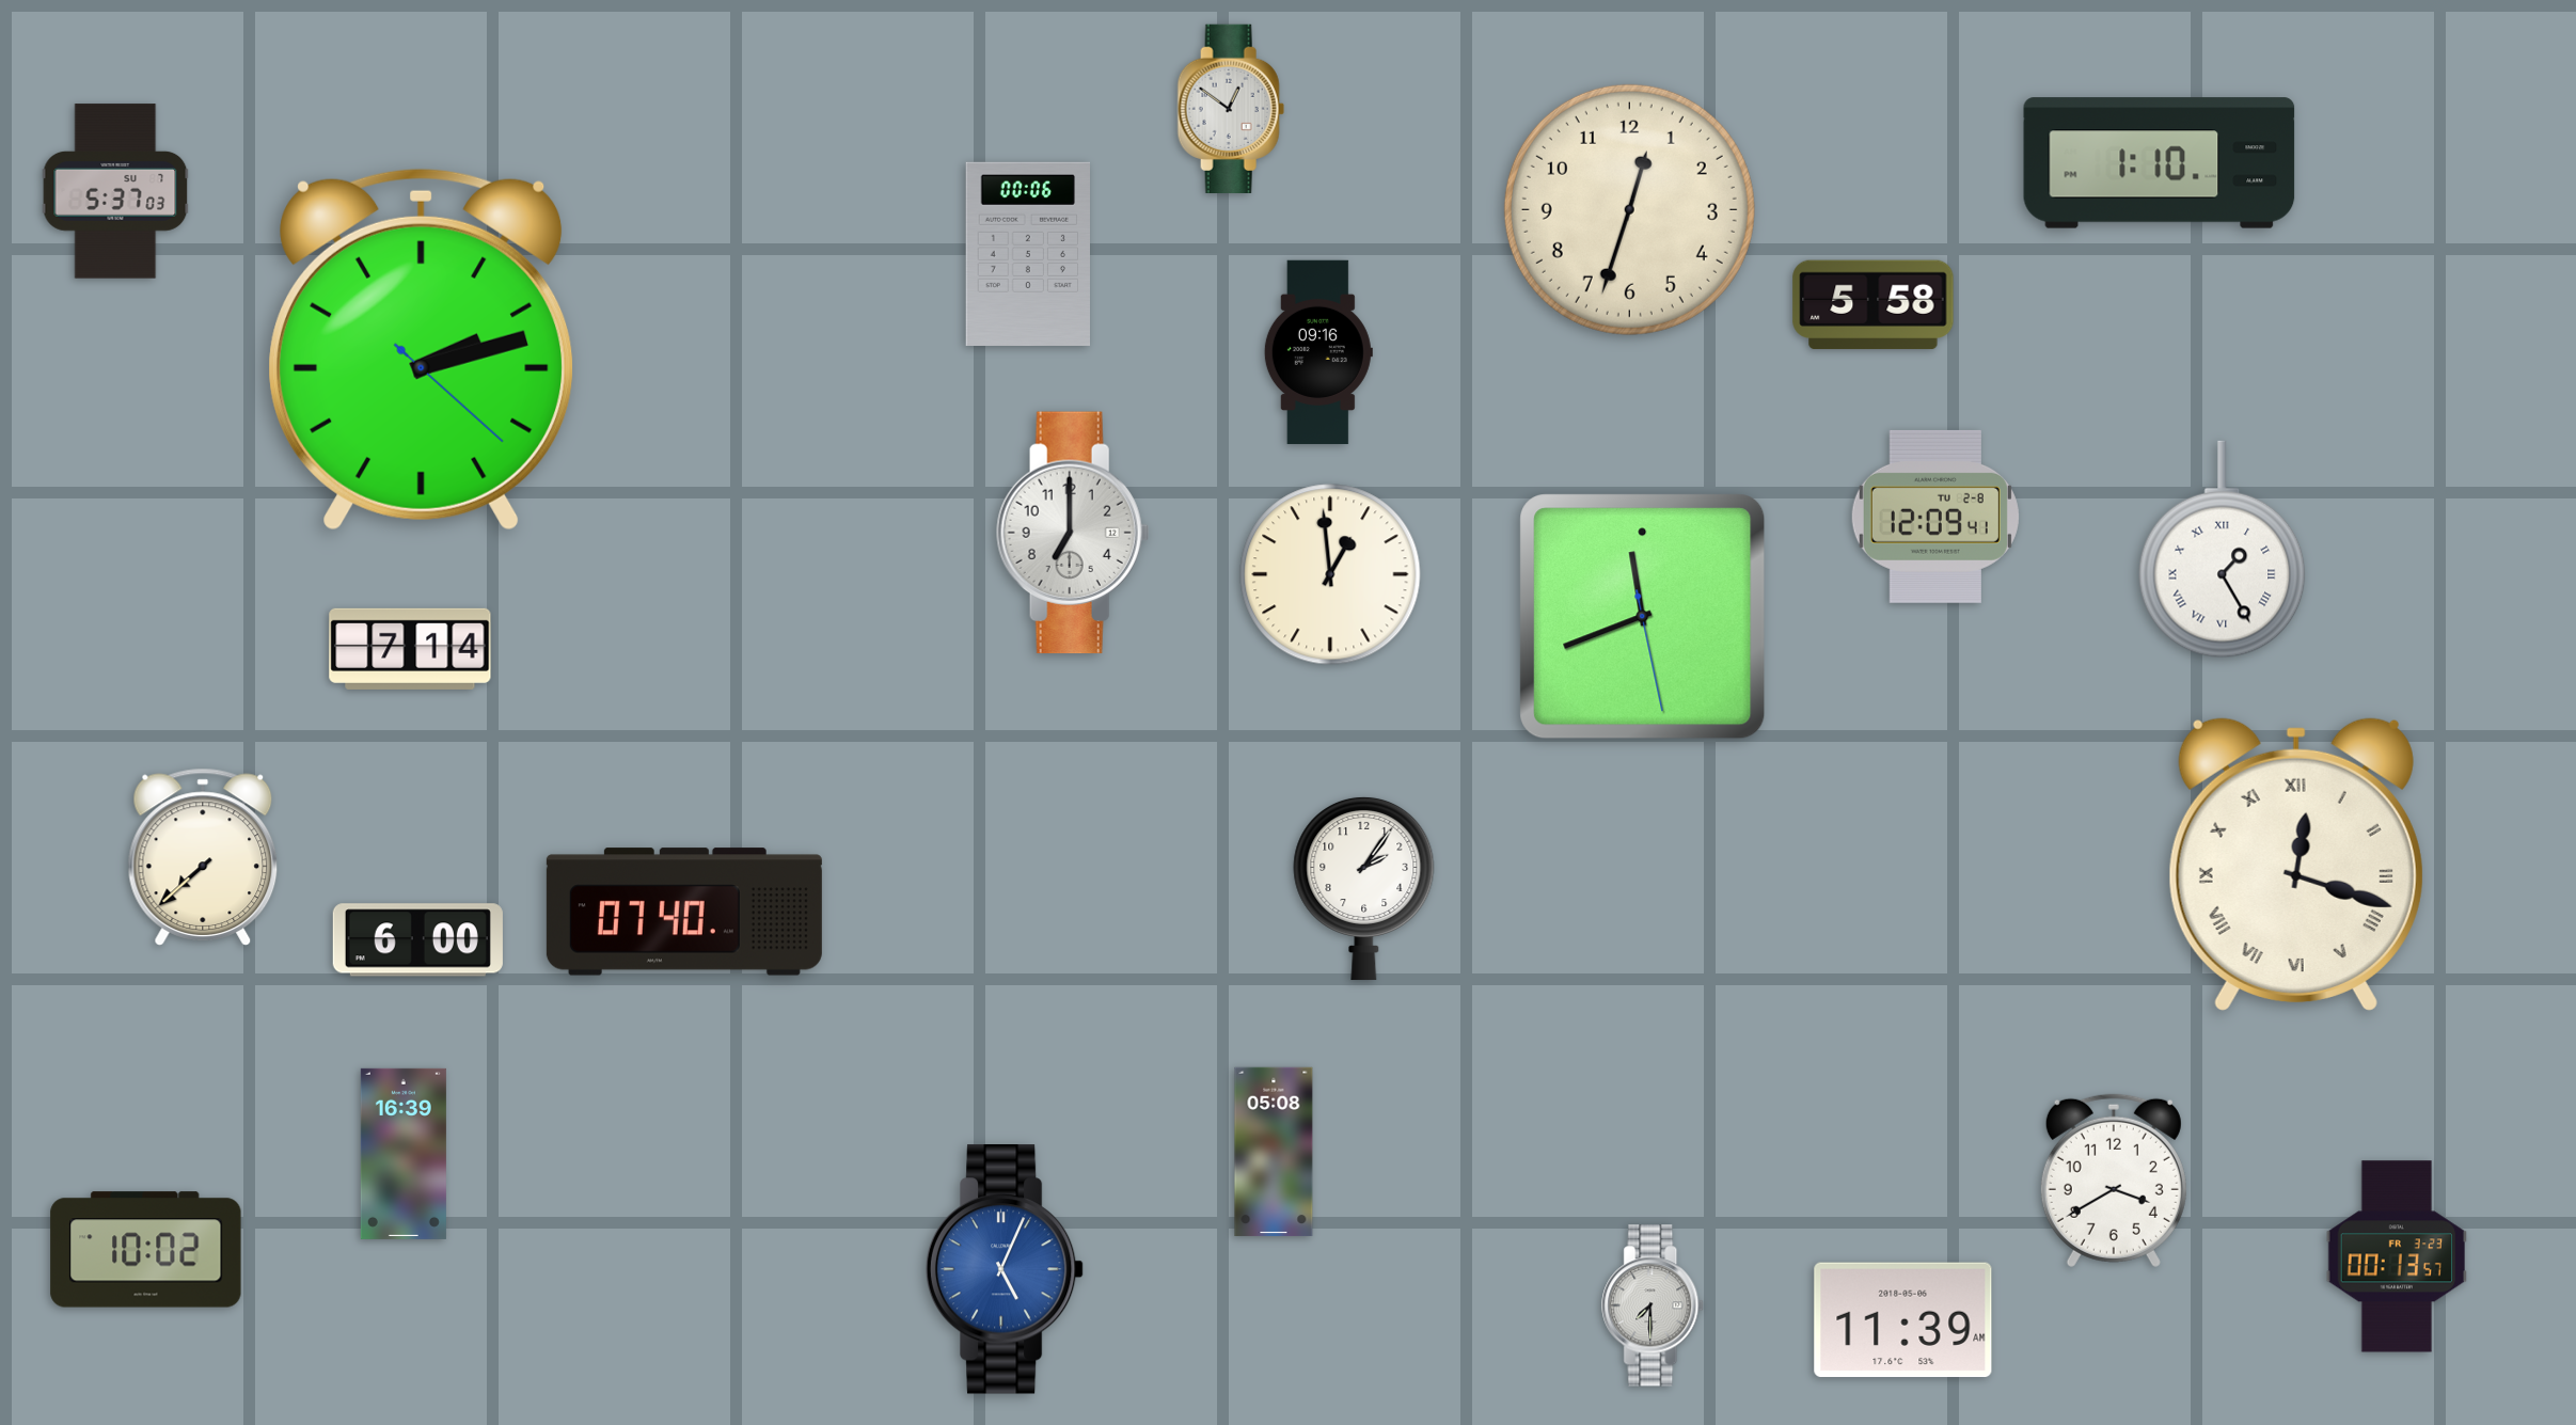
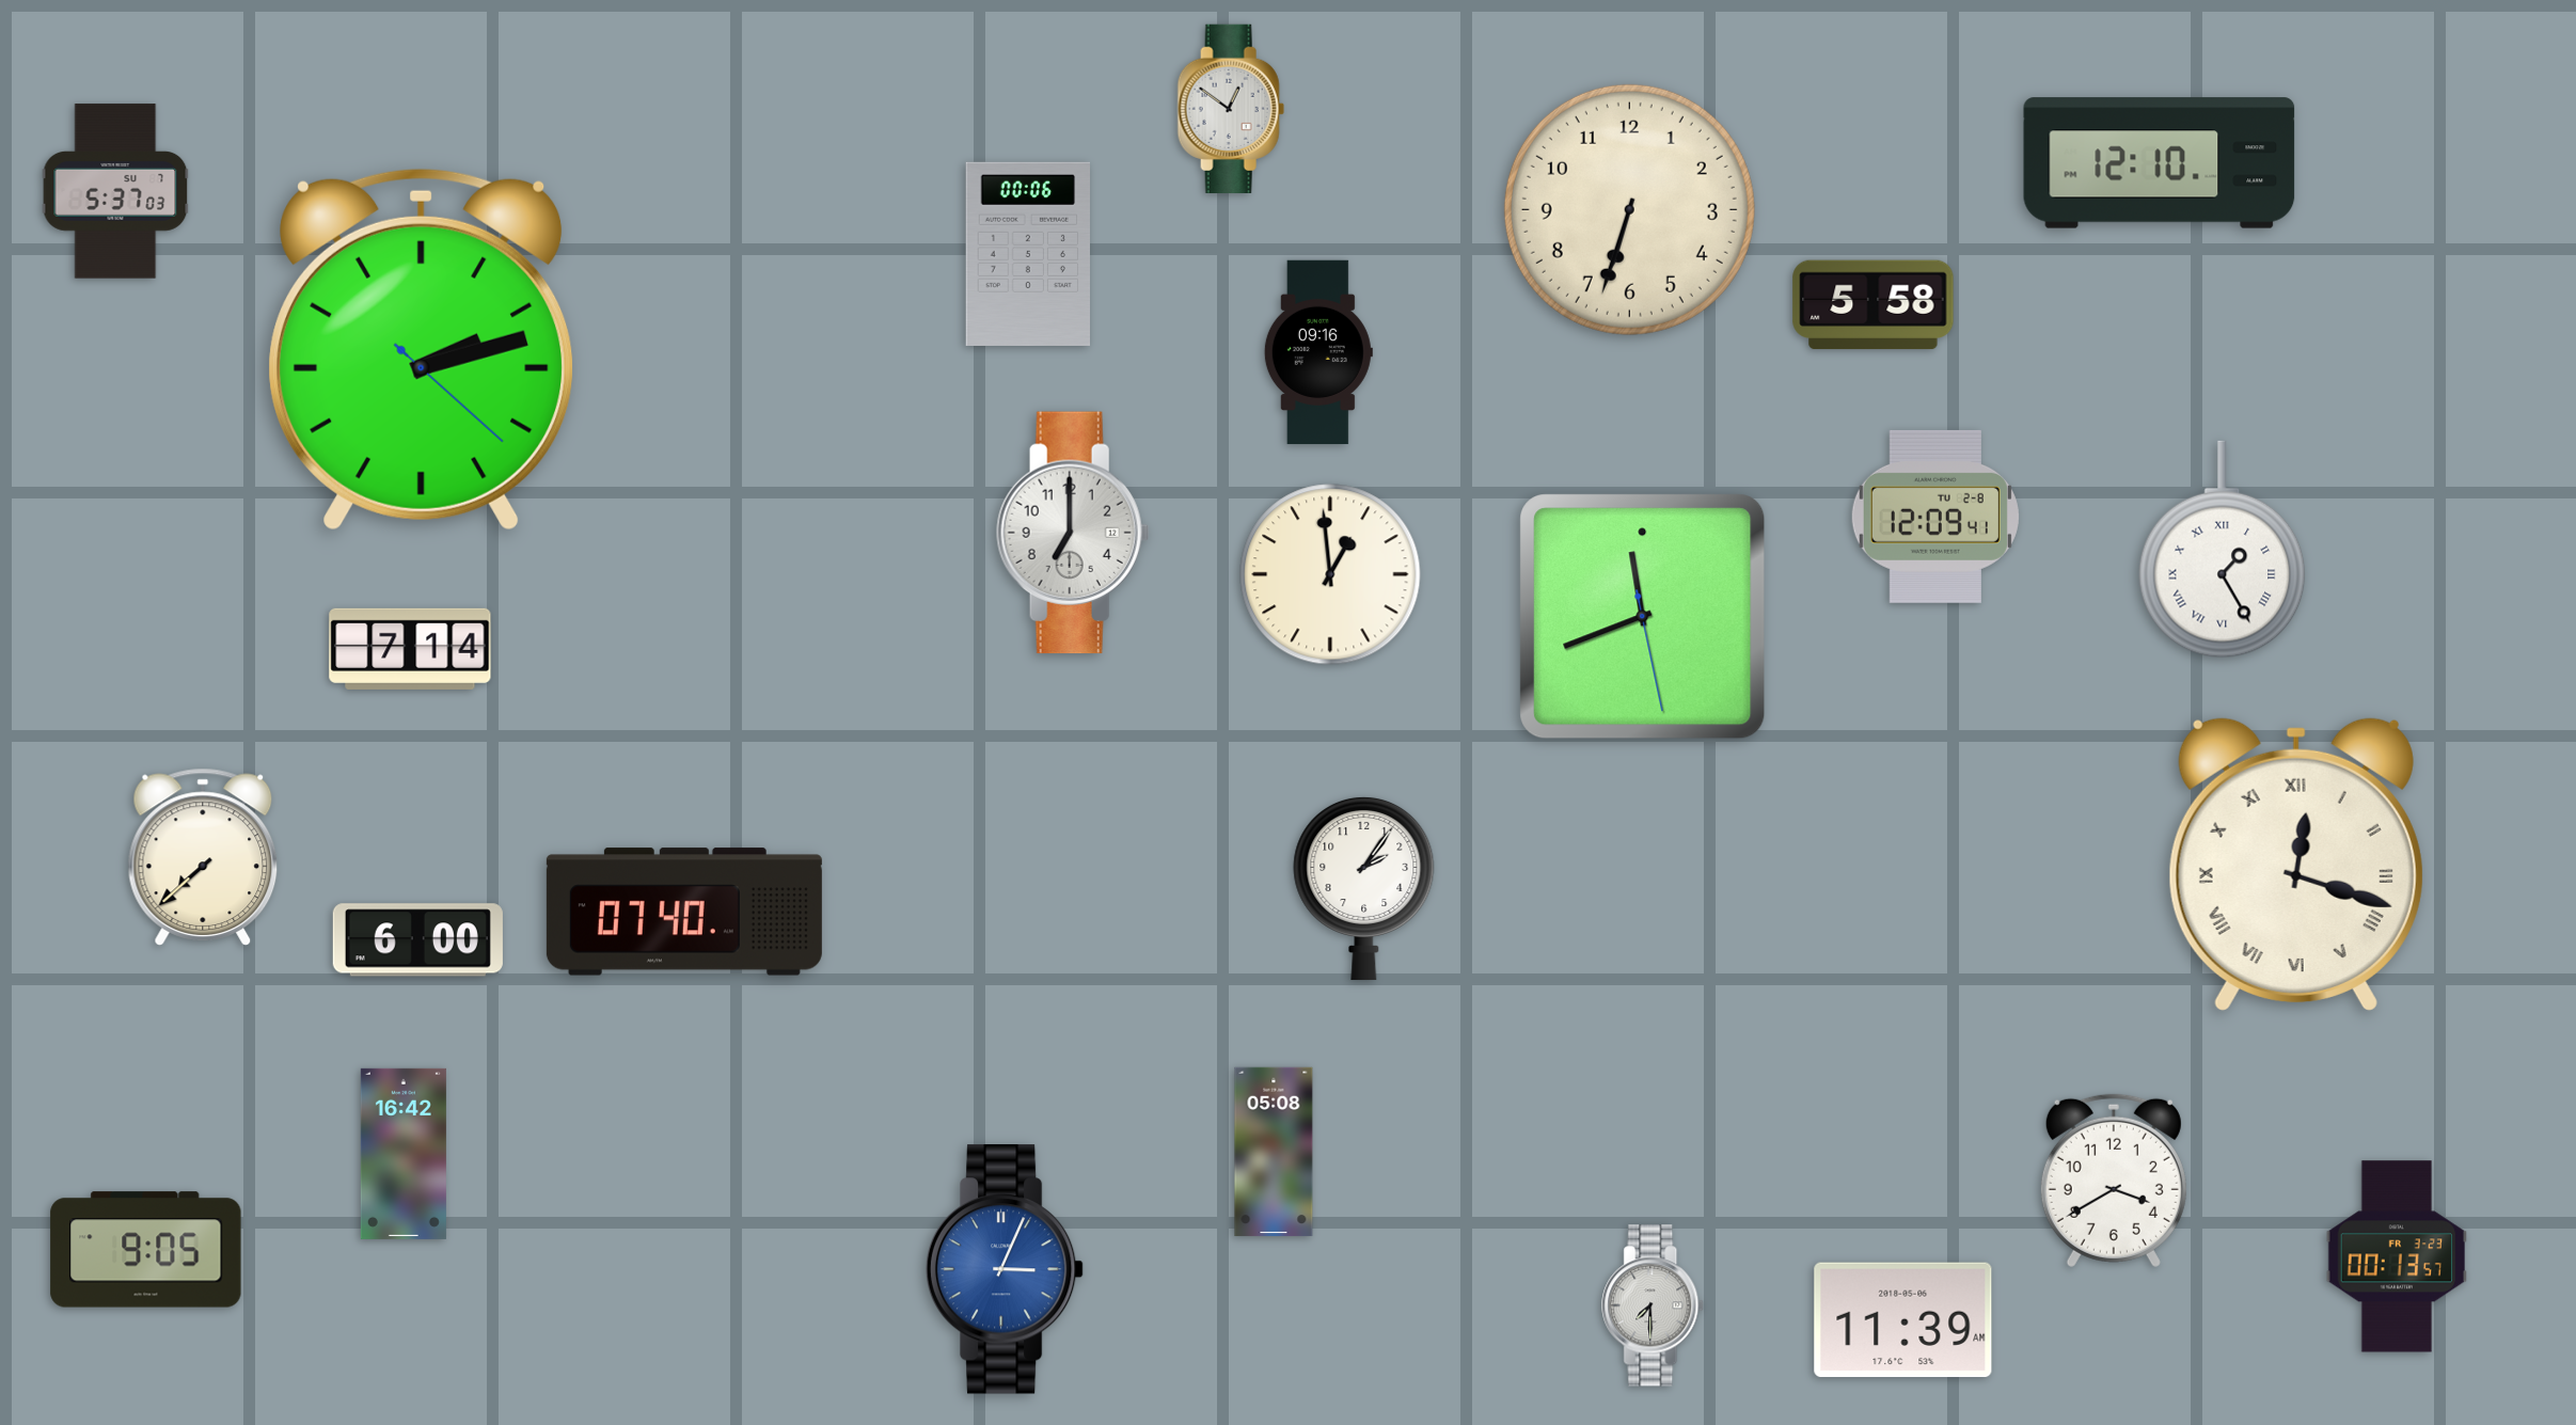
clock at (2160, 163): 1:10 -> 12:10
clock at (1629, 209): 12:33 -> 6:33
clock at (404, 1154): 16:39 -> 16:42
clock at (146, 1250): 10:02 -> 9:05
clock at (1005, 1269): 5:04 -> 3:04
